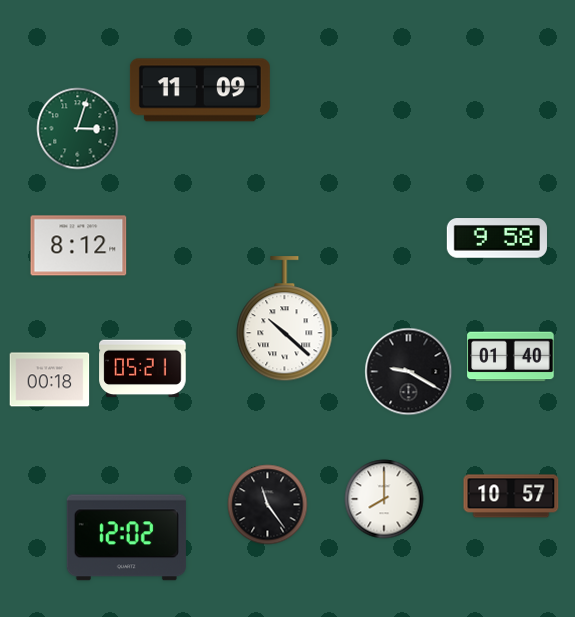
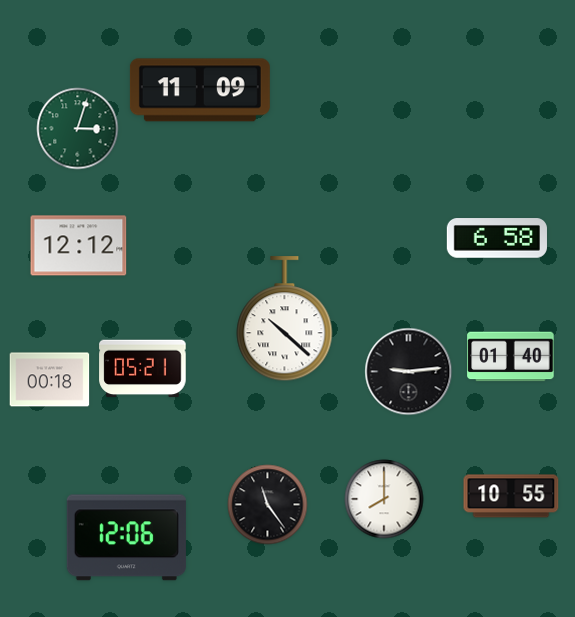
clock at (497, 238): 9:58 -> 6:58
clock at (79, 246): 8:12 -> 12:12
clock at (409, 372): 9:20 -> 9:14
clock at (511, 496): 10:57 -> 10:55
clock at (126, 538): 12:02 -> 12:06
